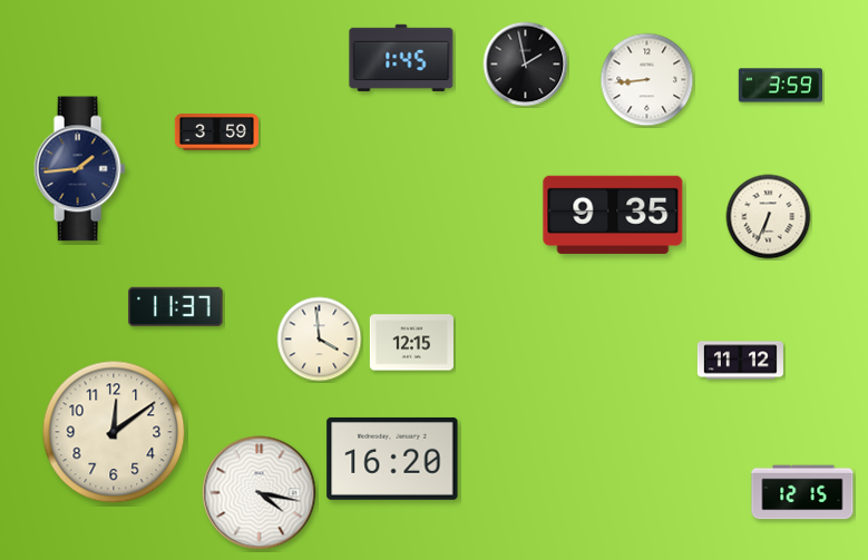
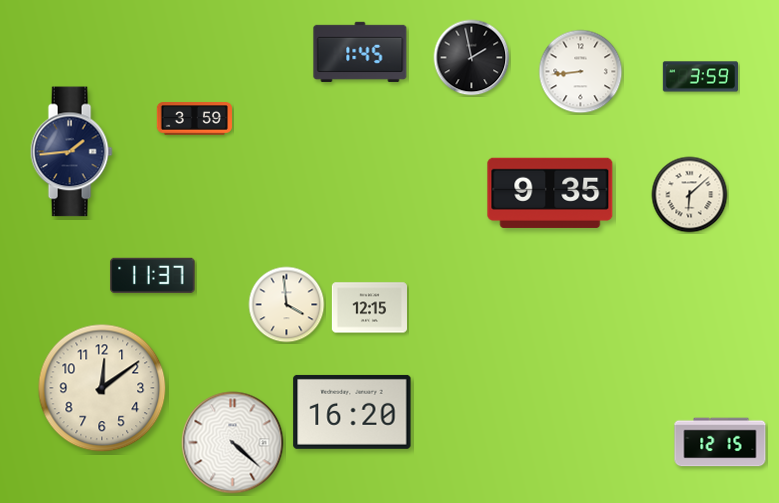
clock at (769, 217): 6:34 -> 6:08
clock at (176, 306) position: (176, 306) -> (153, 275)
clock at (740, 361): 11:12 -> none
clock at (260, 493): 4:17 -> 4:22
